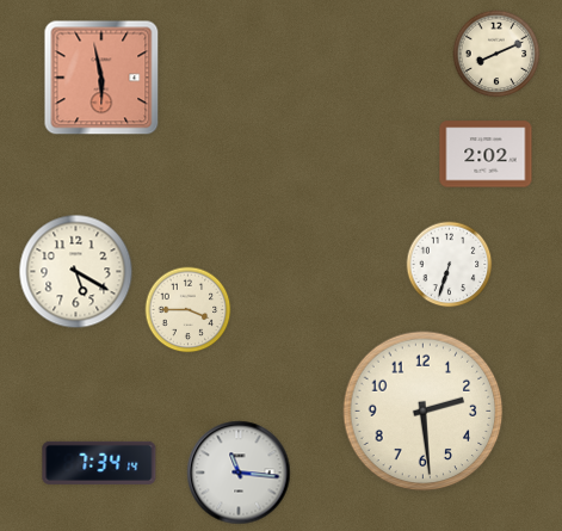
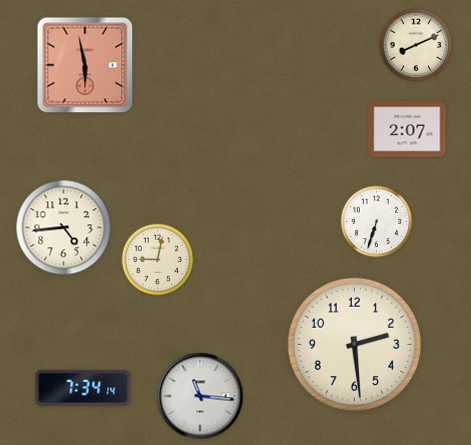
clock at (486, 154): 2:02 -> 2:07
clock at (76, 272): 5:20 -> 4:44
clock at (189, 310): 3:45 -> 9:02
